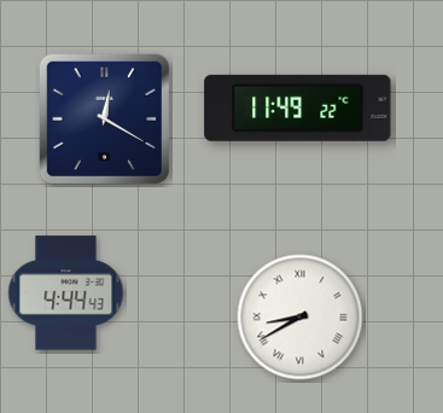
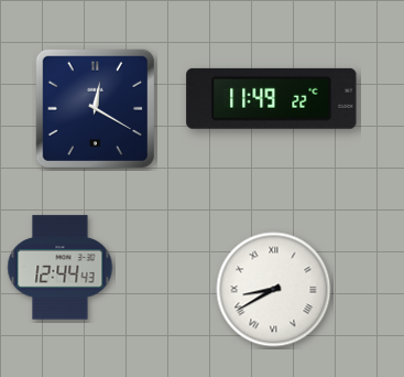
clock at (66, 293): 4:44 -> 12:44
